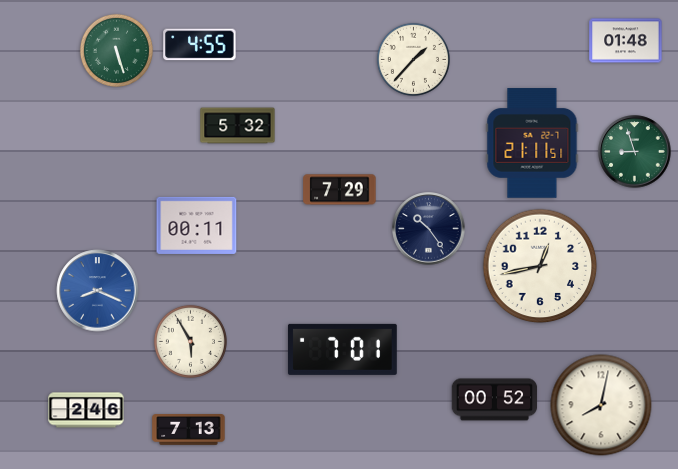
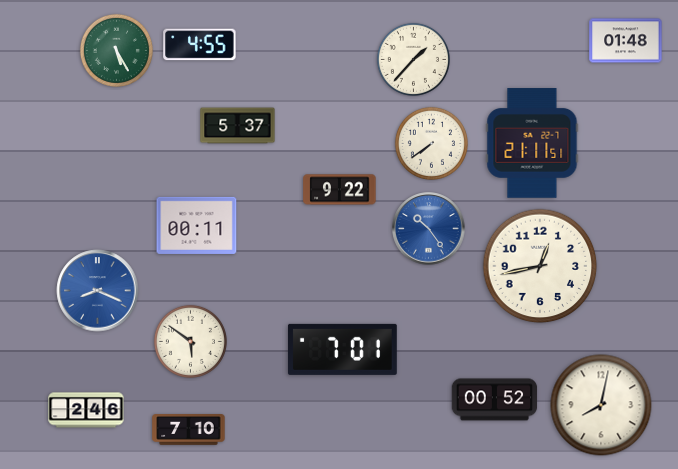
clock at (116, 50): 5:27 -> 5:25
clock at (238, 126): 5:32 -> 5:37
clock at (431, 143): none -> 7:39
clock at (635, 152): 8:57 -> none
clock at (340, 190): 7:29 -> 9:22
clock at (429, 229) dial: navy -> blue
clock at (190, 341): 5:55 -> 5:51
clock at (189, 430): 7:13 -> 7:10
